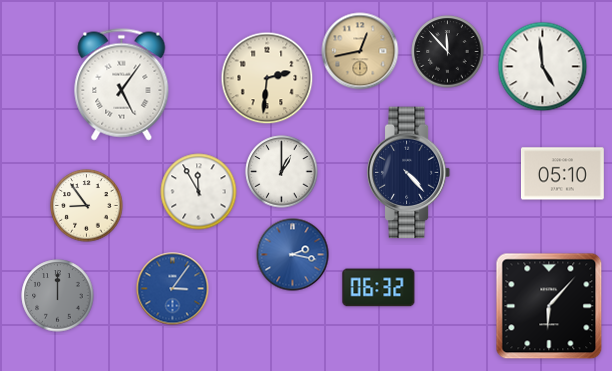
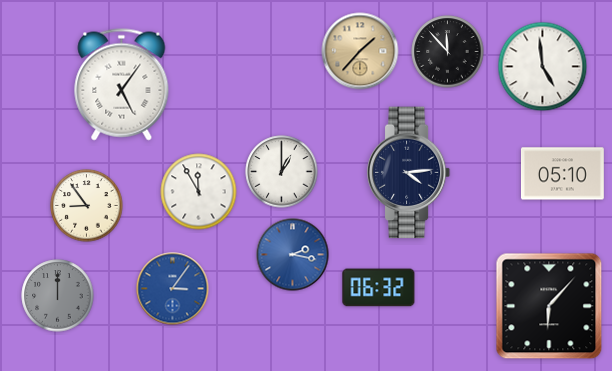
clock at (360, 51): 12:43 -> 1:37
clock at (267, 78): 2:31 -> none
clock at (409, 173): 4:23 -> 4:14
